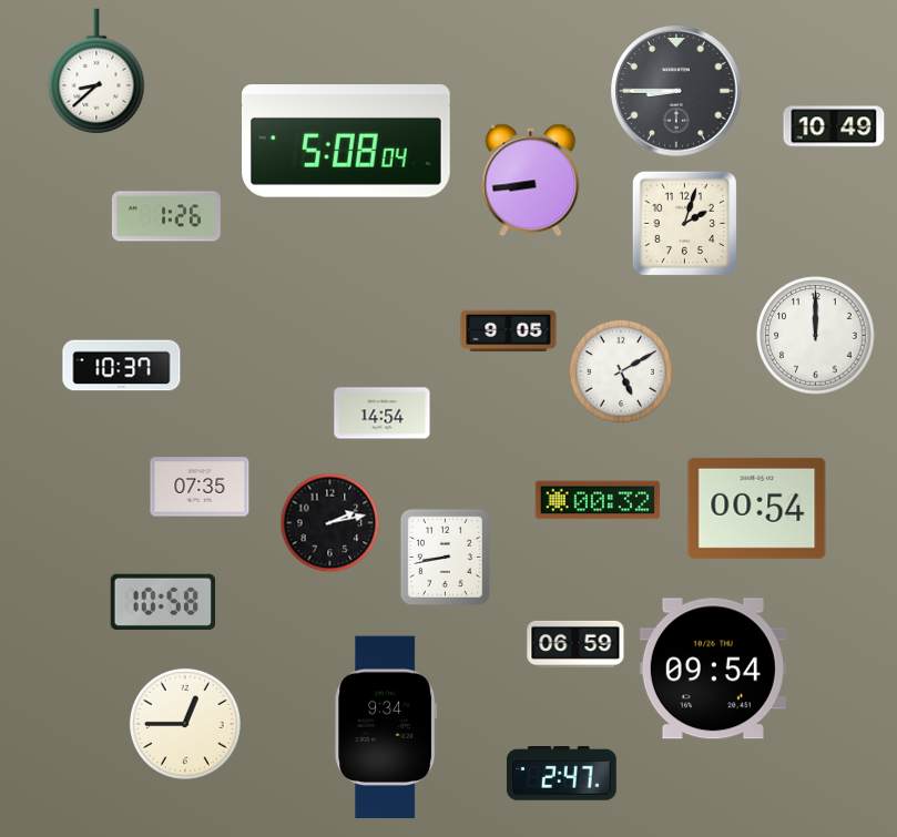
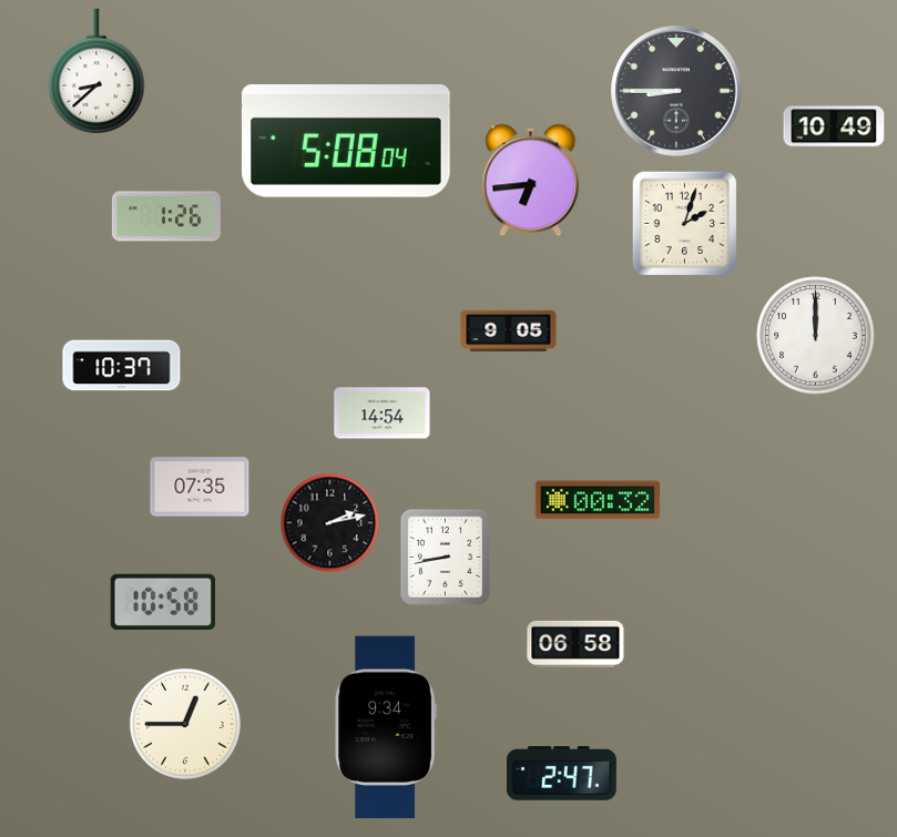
clock at (531, 181): 8:44 -> 6:44
clock at (621, 371): 5:10 -> none
clock at (757, 508): 00:54 -> none
clock at (575, 644): 06:59 -> 06:58
clock at (713, 668): 09:54 -> none
